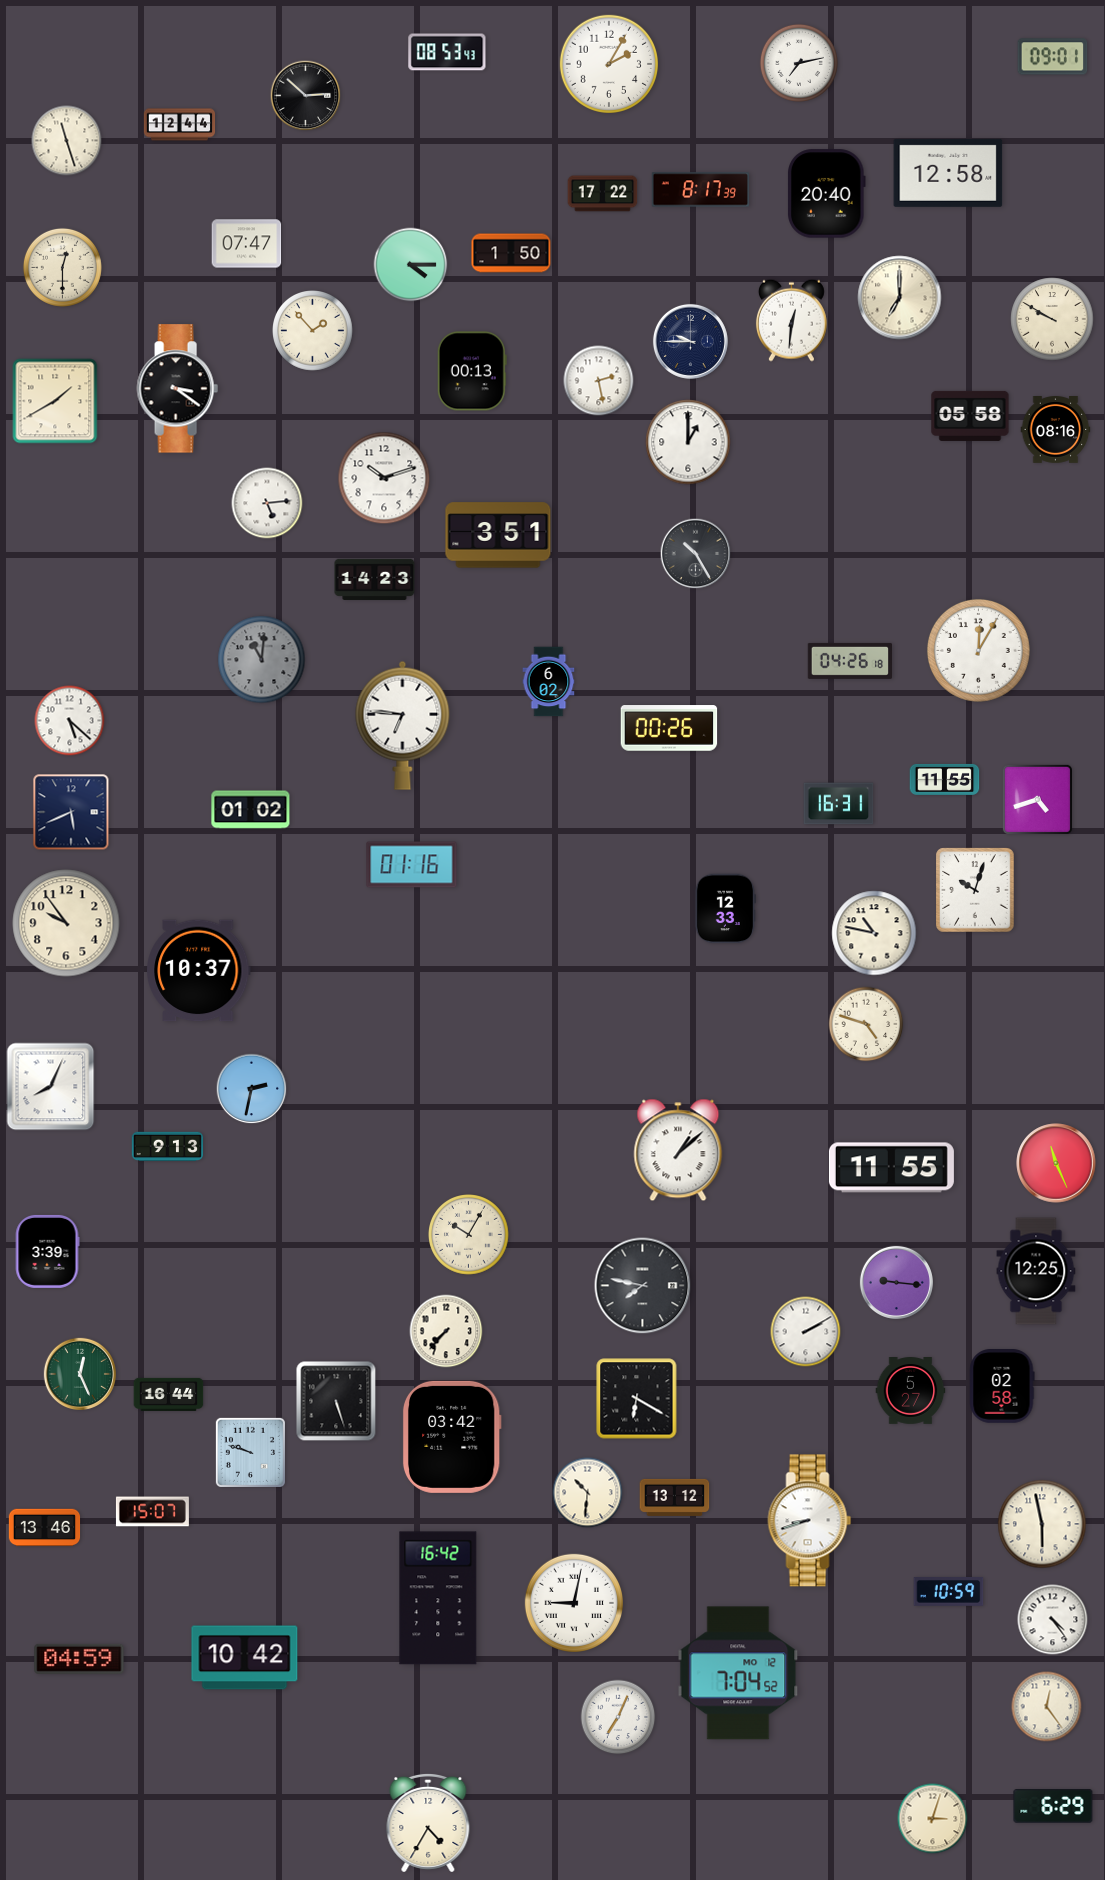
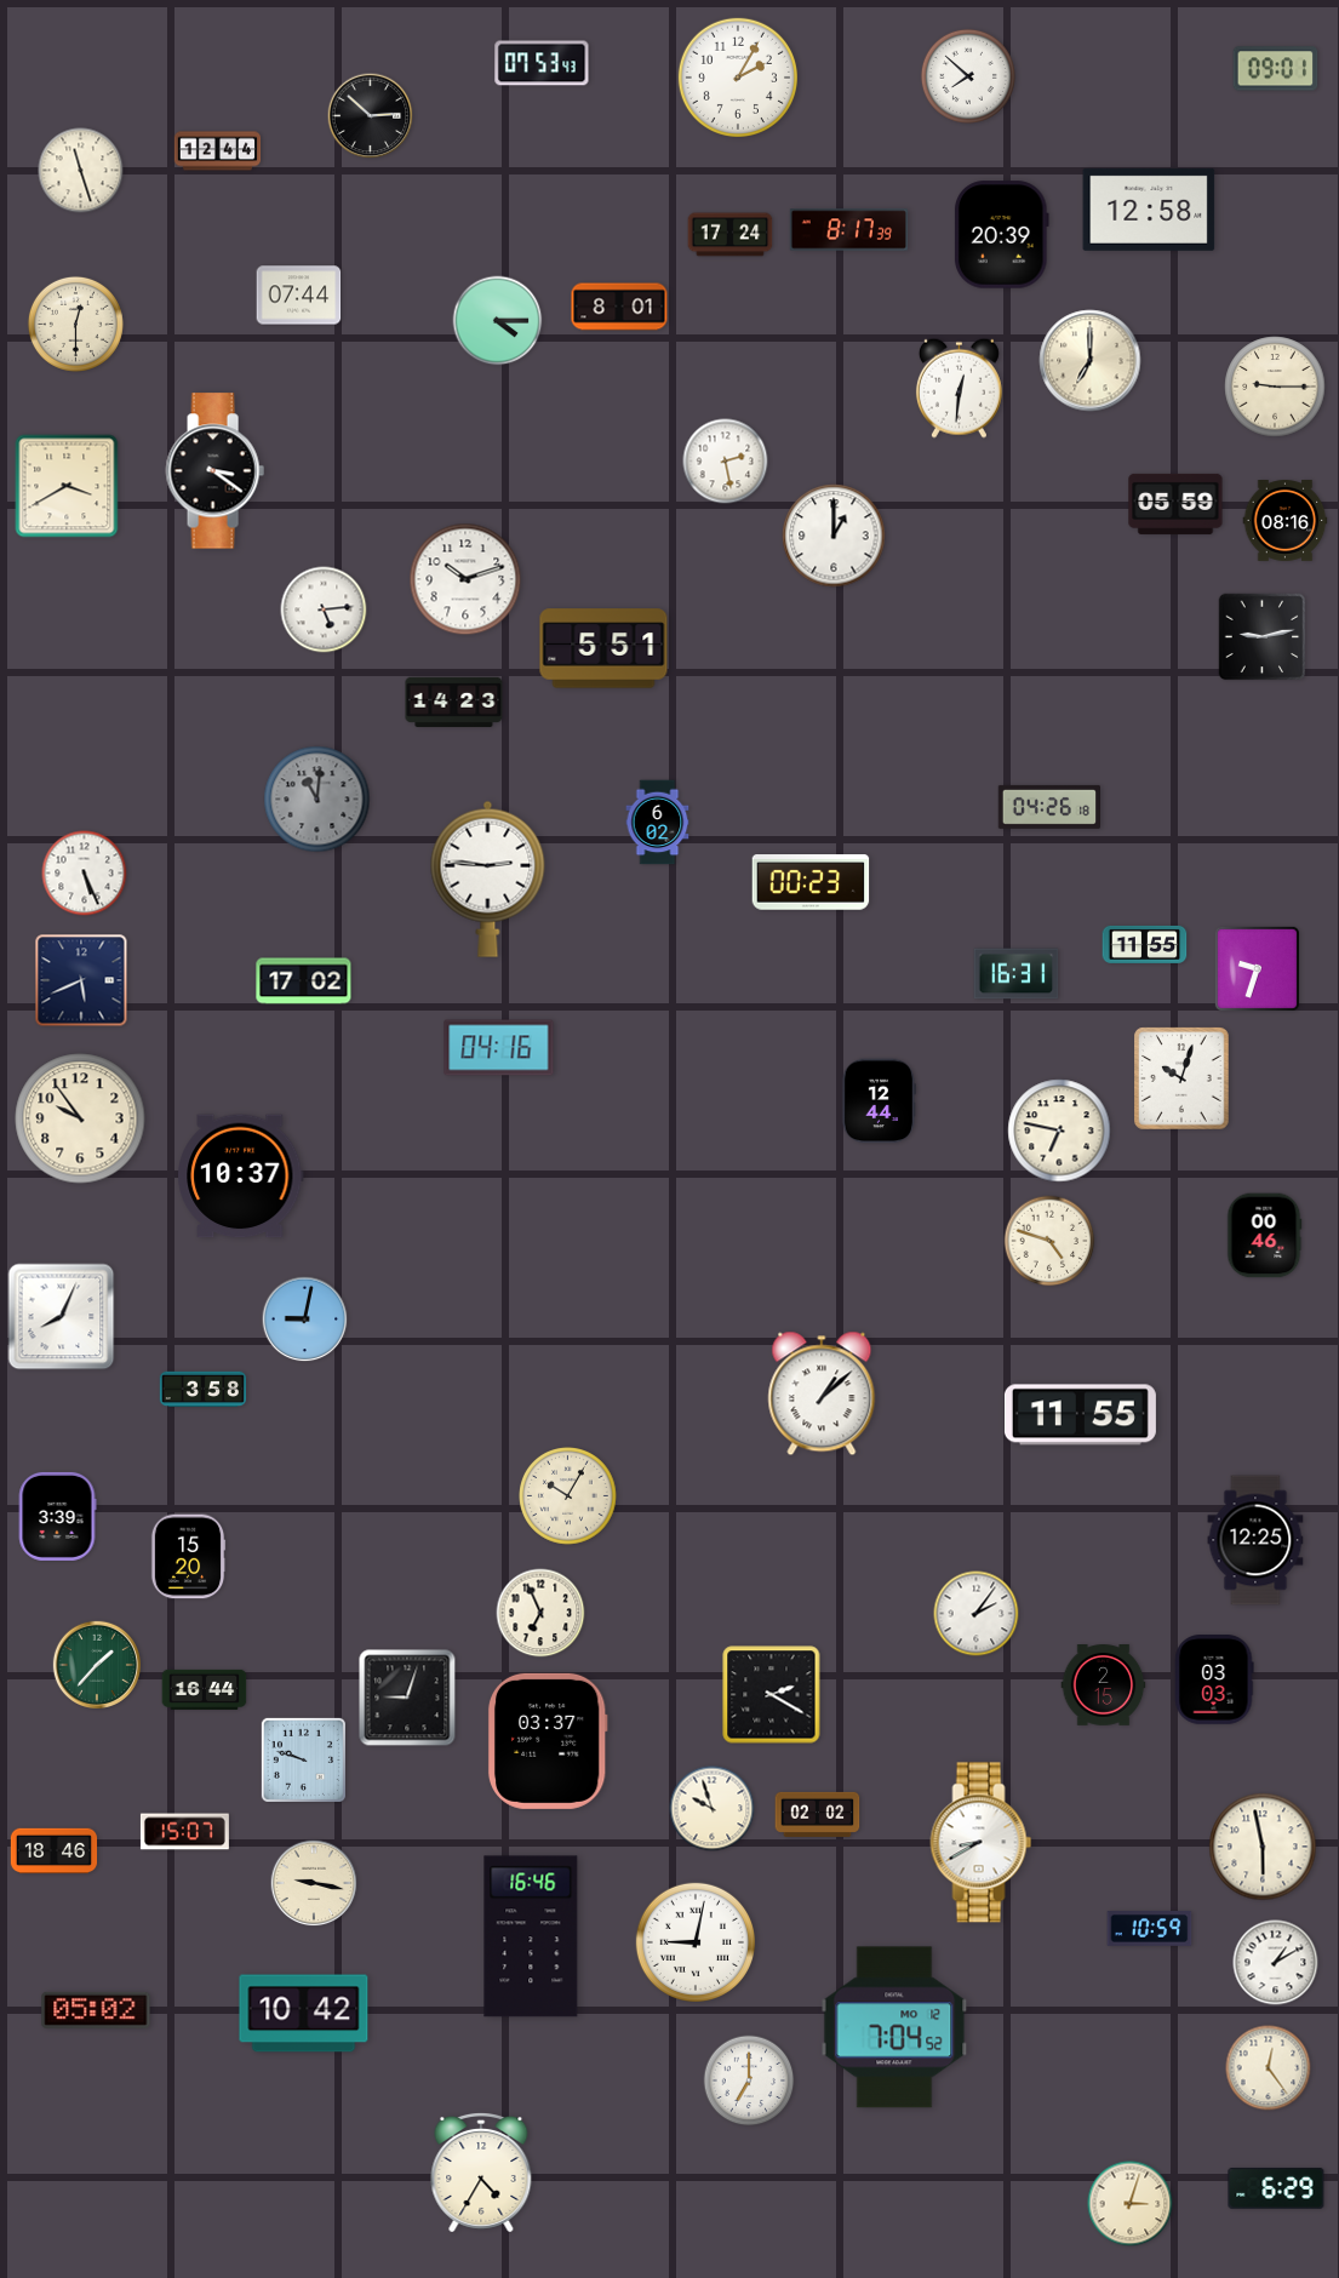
clock at (447, 52): 08:53 -> 07:53
clock at (799, 63): 7:13 -> 7:52
clock at (603, 194): 17:22 -> 17:24
clock at (827, 194): 20:40 -> 20:39
clock at (247, 244): 07:47 -> 07:44
clock at (511, 253): 1:50 -> 8:01
clock at (1052, 319): 9:50 -> 9:15
clock at (313, 331): 1:53 -> none
clock at (690, 341): 9:45 -> none
clock at (472, 371): 00:13 -> none
clock at (55, 401): 1:40 -> 3:40
clock at (970, 416): 05:58 -> 05:59
clock at (1056, 430) position: (1056, 430) -> (1286, 521)
clock at (1263, 637): none -> 9:13
clock at (498, 535): 3:51 -> 5:51
clock at (696, 554): 10:25 -> none
clock at (978, 650): 12:05 -> none
clock at (849, 661) position: (849, 661) -> (1048, 807)
clock at (549, 682) position: (549, 682) -> (658, 823)
clock at (70, 721): 5:22 -> 5:26
clock at (403, 725): 6:46 -> 2:46
clock at (669, 728): 00:26 -> 00:23
clock at (1037, 799): 4:42 -> 9:33
clock at (251, 810): 01:02 -> 17:02
clock at (71, 812) position: (71, 812) -> (81, 980)
clock at (412, 865): 01:16 -> 04:16
clock at (725, 909): 12:33 -> 12:44
clock at (874, 933): 10:47 -> 6:47
clock at (1264, 1236): none -> 00:46
clock at (252, 1089): 2:32 -> 9:02
clock at (168, 1147): 9:13 -> 3:58
clock at (1056, 1163): 11:26 -> none
clock at (896, 1282): 9:16 -> none
clock at (188, 1557): none -> 15:20
clock at (643, 1286): 7:47 -> none
clock at (446, 1331): 7:37 -> 6:56
clock at (806, 1332): 2:10 -> 2:06
clock at (79, 1373): 12:26 -> 1:37
clock at (1002, 1387): 02:58 -> 03:03
clock at (911, 1391): 5:27 -> 2:15
clock at (637, 1399): 6:20 -> 2:20
clock at (336, 1401): 5:27 -> 9:03
clock at (452, 1437): 03:42 -> 03:37
clock at (588, 1493): 10:31 -> 9:57
clock at (675, 1497): 13:12 -> 02:02
clock at (810, 1521): 8:42 -> 8:40
clock at (45, 1528): 13:46 -> 18:46
clock at (314, 1883): none -> 9:17
clock at (438, 1598): 16:42 -> 16:46
clock at (1053, 1620): 4:24 -> 1:10
clock at (245, 1658) position: (245, 1658) -> (304, 2014)
clock at (79, 1659): 04:59 -> 05:02
clock at (618, 1717): 7:04 -> 7:00
clock at (428, 1823) position: (428, 1823) -> (481, 2173)
